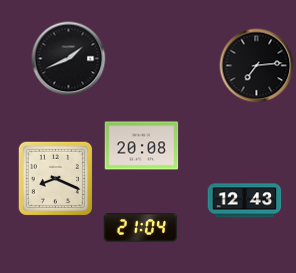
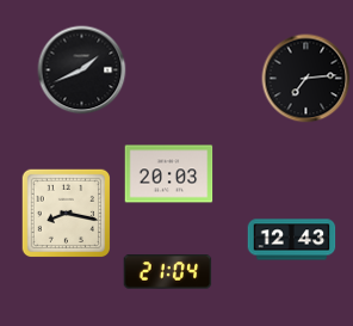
clock at (142, 146): 20:08 -> 20:03
clock at (56, 179): 8:19 -> 8:17
